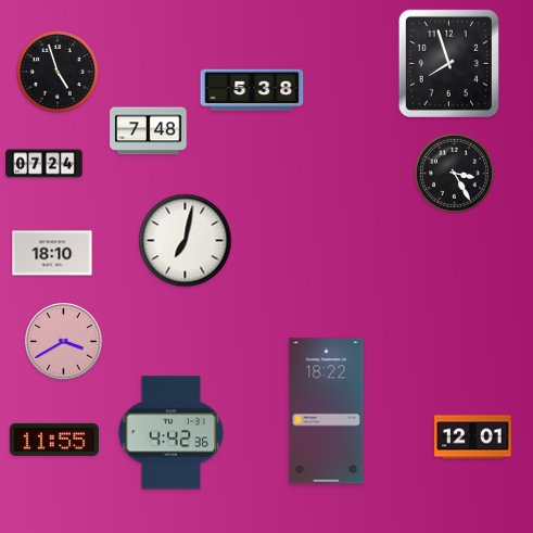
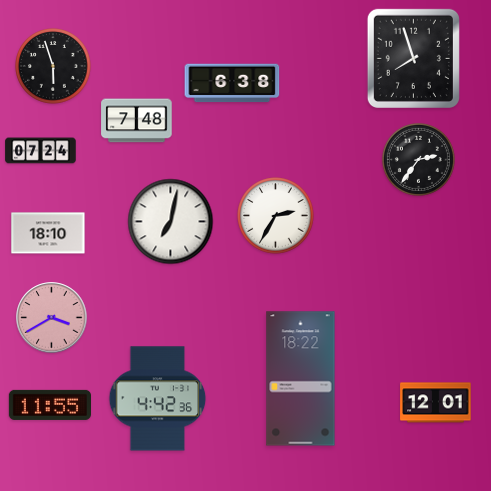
clock at (58, 72): 4:57 -> 5:57
clock at (252, 90): 5:38 -> 6:38
clock at (454, 173): 3:25 -> 2:36
clock at (276, 216): none -> 2:35
clock at (64, 342) position: (64, 342) -> (52, 318)
